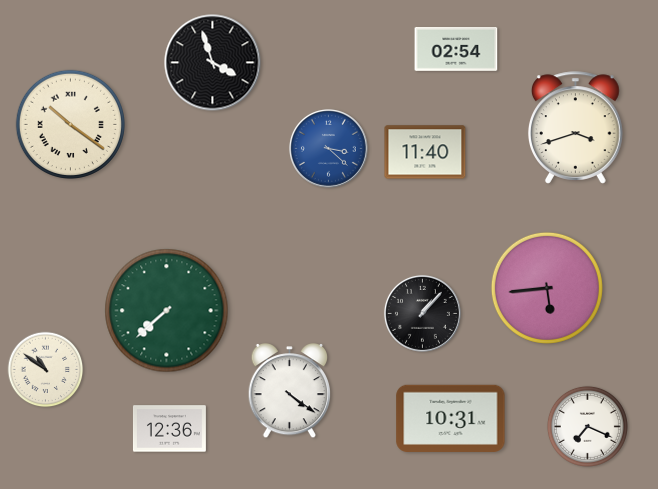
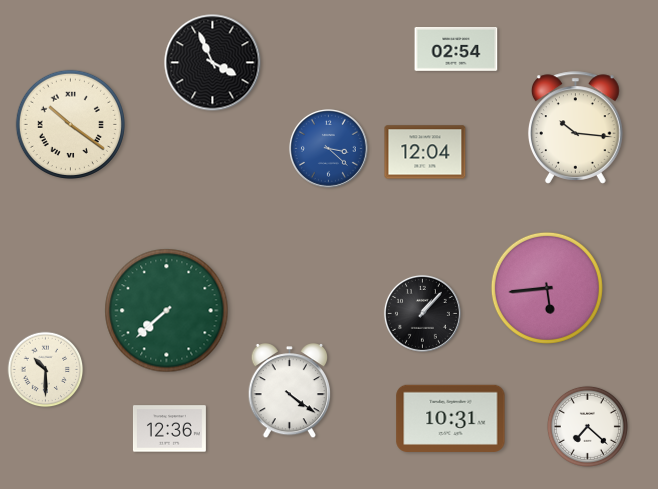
clock at (213, 63): 3:57 -> 3:56
clock at (575, 128): 3:42 -> 10:16
clock at (425, 152): 11:40 -> 12:04
clock at (46, 370): 10:51 -> 10:30
clock at (587, 426): 7:19 -> 7:22
